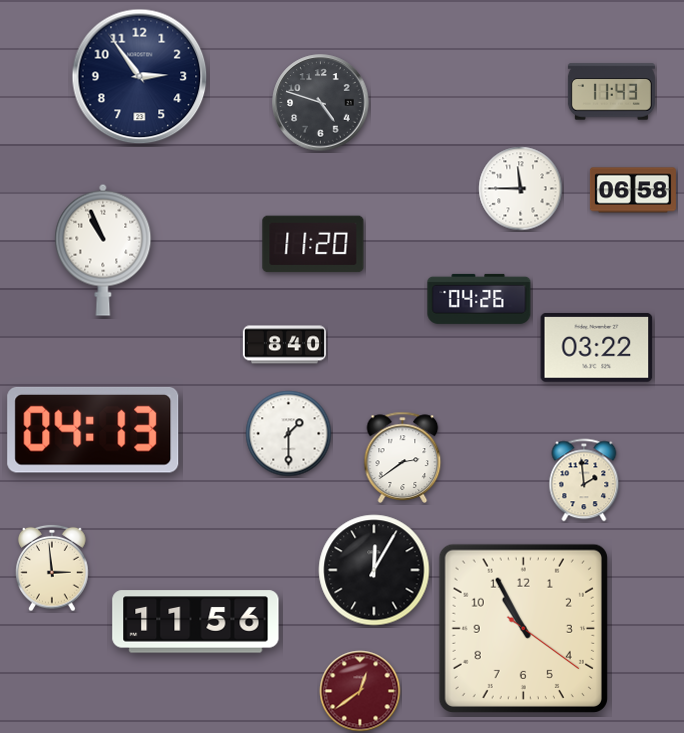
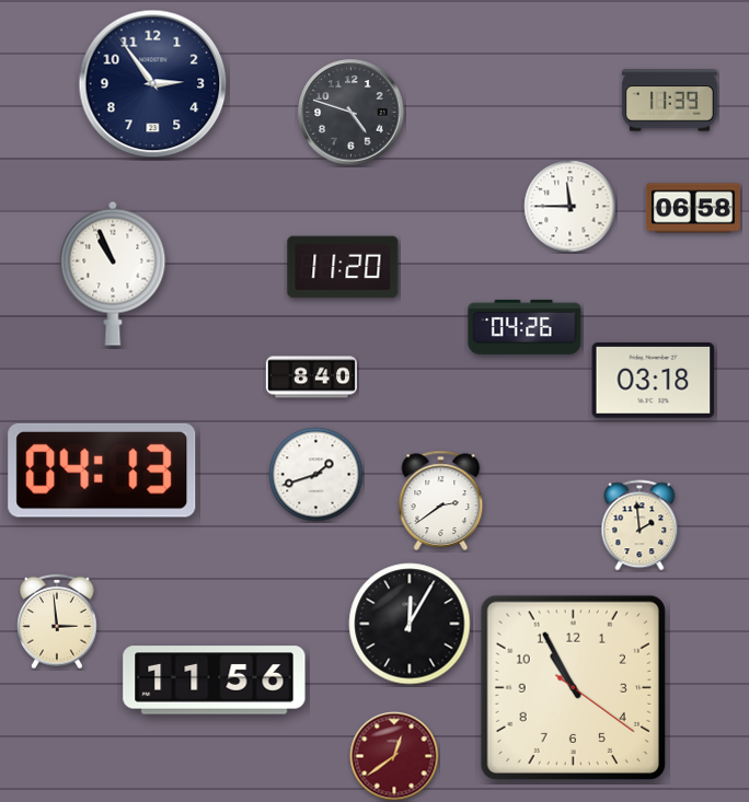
clock at (611, 92): 11:43 -> 11:39
clock at (597, 347): 03:22 -> 03:18
clock at (289, 434): 1:30 -> 1:42
